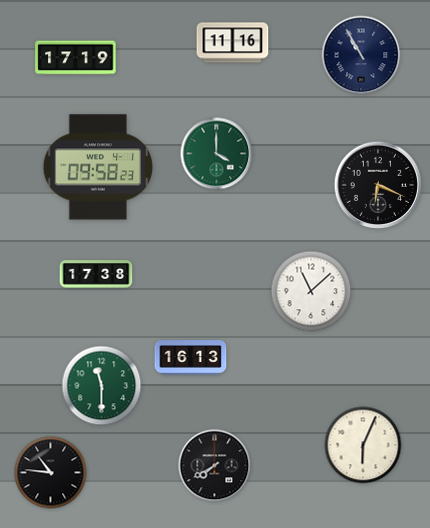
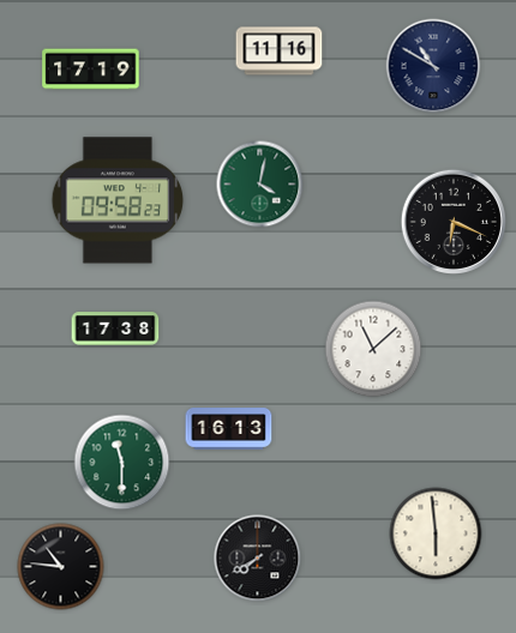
clock at (361, 55): 10:55 -> 10:50
clock at (217, 154): 4:00 -> 4:02
clock at (363, 445): 6:04 -> 5:59
